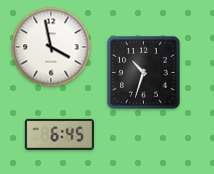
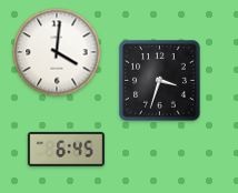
clock at (51, 47): 3:58 -> 4:01
clock at (144, 73): 10:33 -> 3:33
